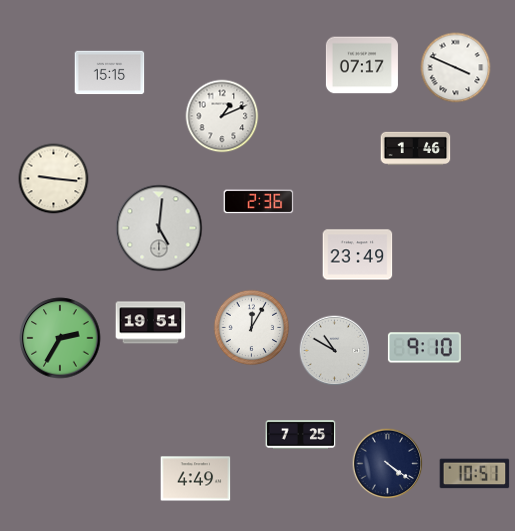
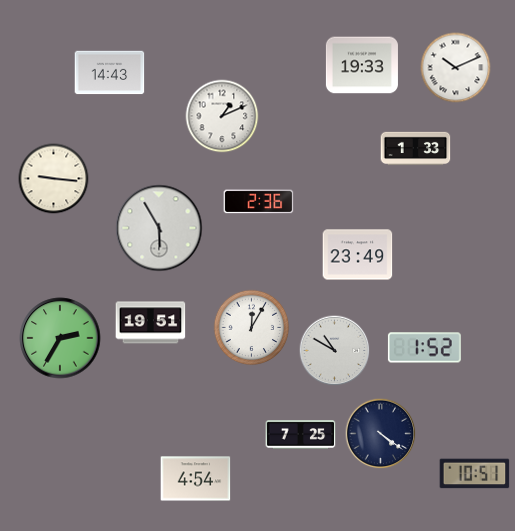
clock at (362, 65): 07:17 -> 19:33
clock at (456, 68): 3:49 -> 10:11
clock at (110, 73): 15:15 -> 14:43
clock at (416, 149): 1:46 -> 1:33
clock at (159, 228): 5:01 -> 5:55
clock at (424, 348): 9:10 -> 1:52
clock at (388, 464) position: (388, 464) -> (381, 434)
clock at (196, 479): 4:49 -> 4:54
